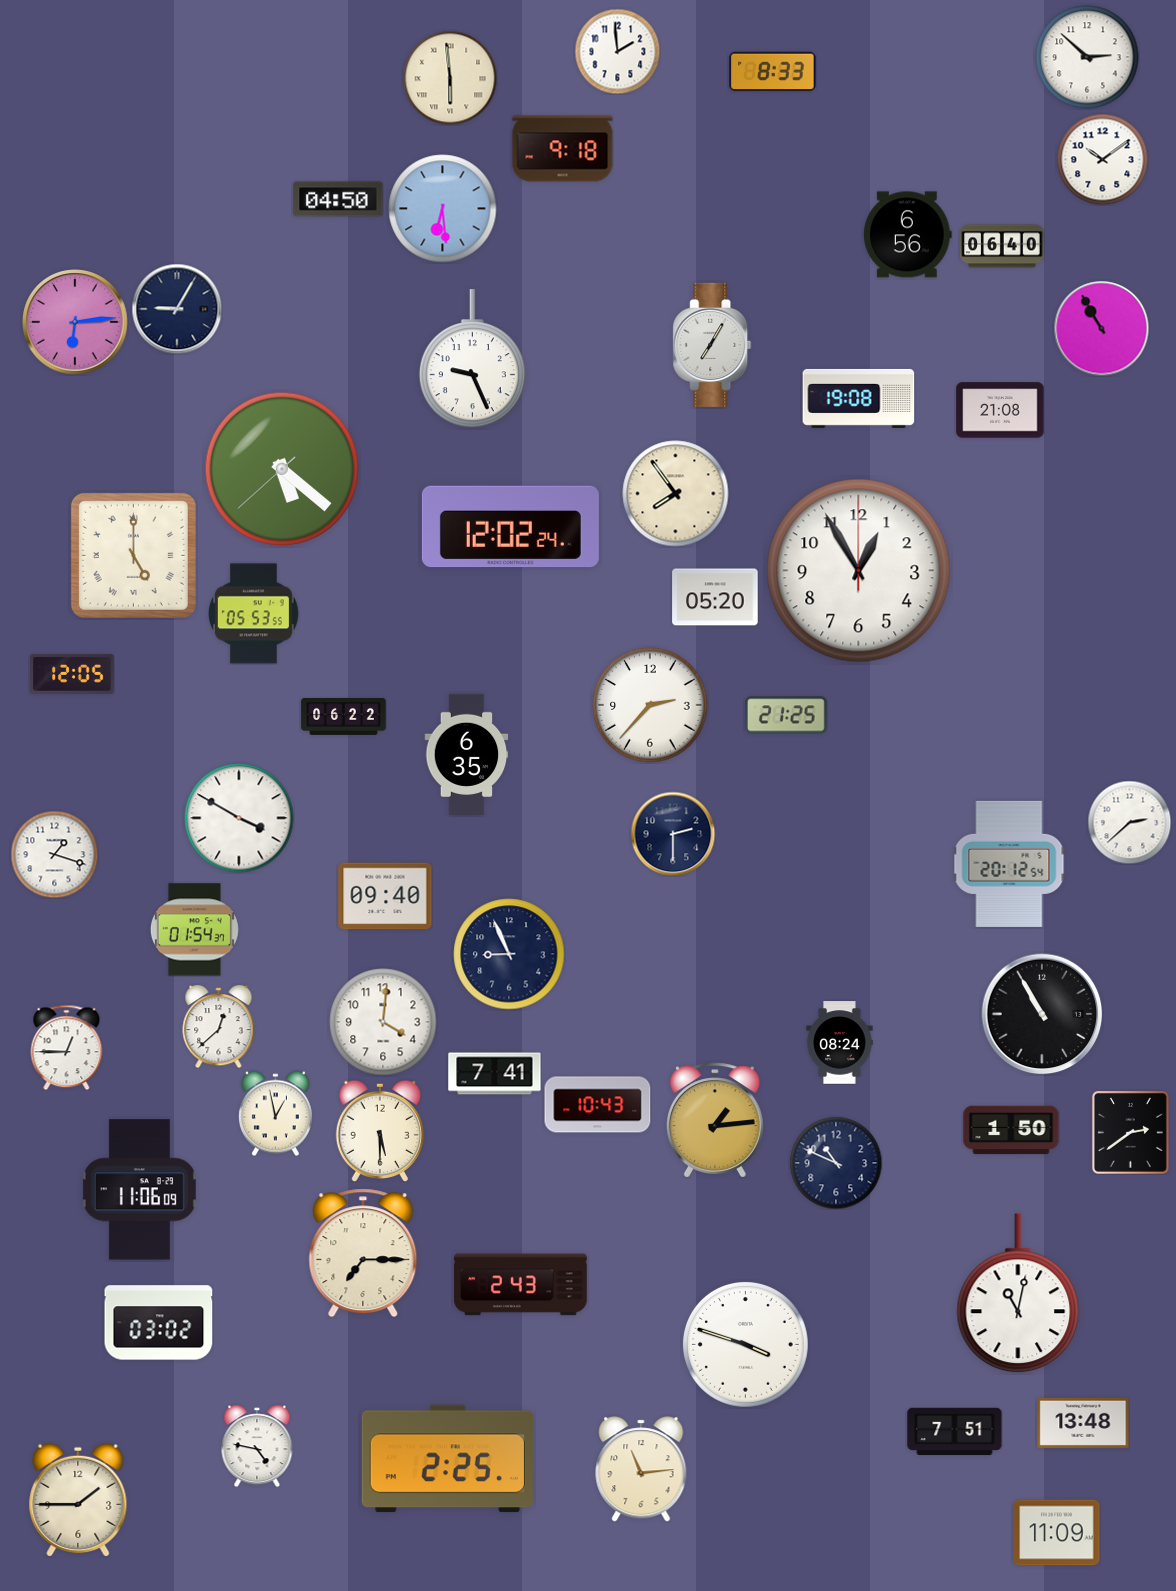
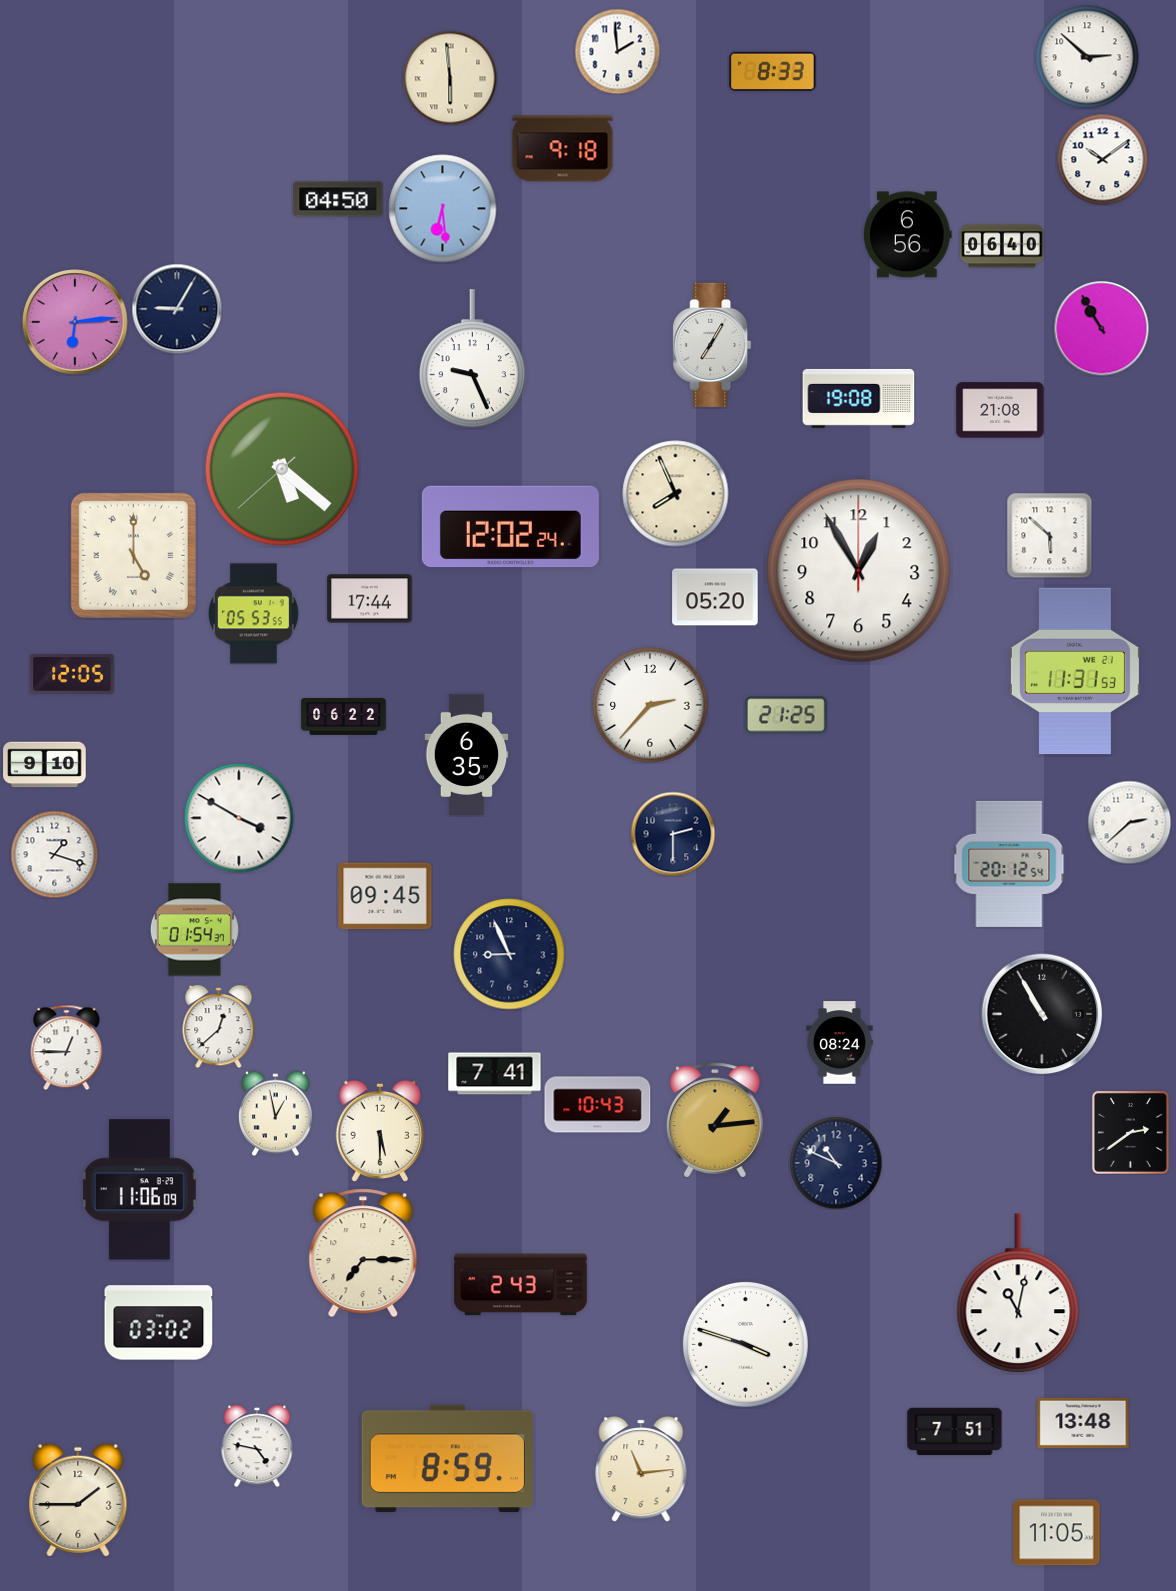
clock at (676, 494): 7:54 -> 7:56
clock at (1049, 535): none -> 5:52
clock at (370, 599): none -> 17:44
clock at (1075, 671): none -> 11:31
clock at (45, 765): none -> 9:10
clock at (385, 896): 09:40 -> 09:45
clock at (383, 1022): 4:01 -> none
clock at (1011, 1130): 1:50 -> none
clock at (447, 1459): 2:25 -> 8:59
clock at (1057, 1533): 11:09 -> 11:05
